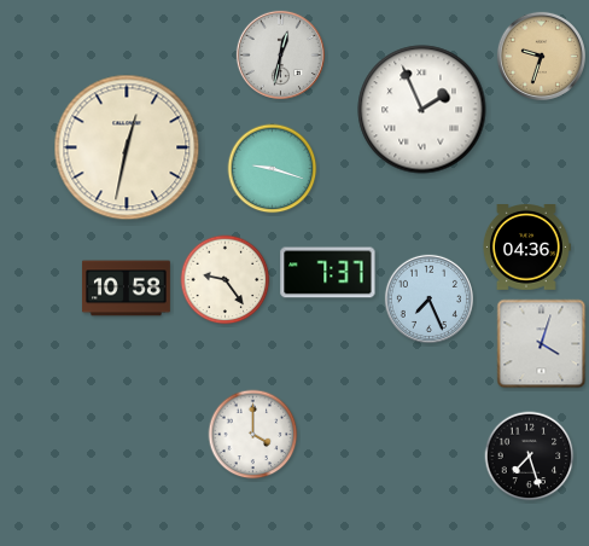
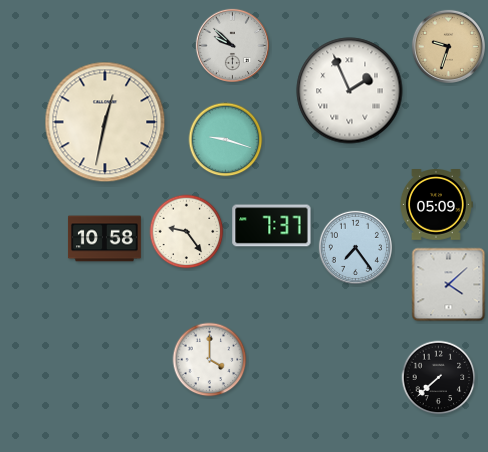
clock at (280, 54): 12:32 -> 9:52
clock at (526, 248): 04:36 -> 05:09
clock at (428, 298): 7:26 -> 7:24
clock at (542, 344): 4:03 -> 4:08
clock at (530, 457): 7:27 -> 7:38
